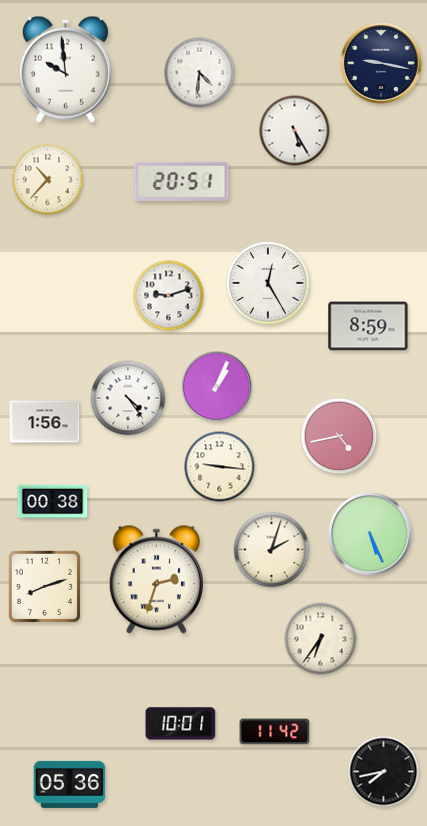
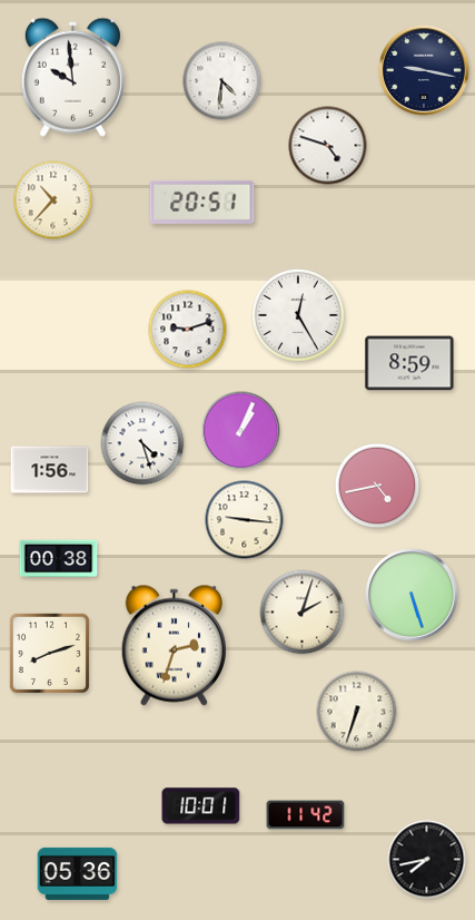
clock at (295, 131): 5:25 -> 4:48
clock at (128, 398): 4:24 -> 4:27
clock at (370, 534): 5:26 -> 5:27
clock at (321, 639): 6:36 -> 6:33
